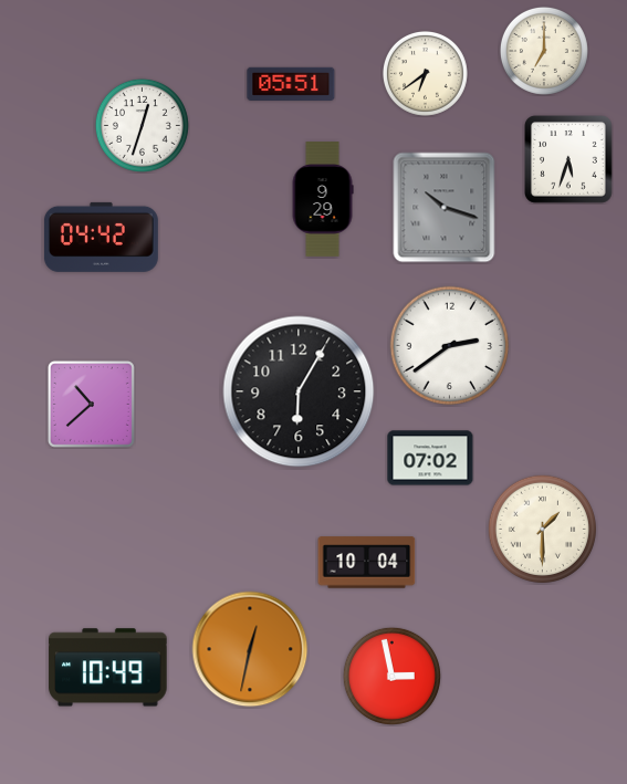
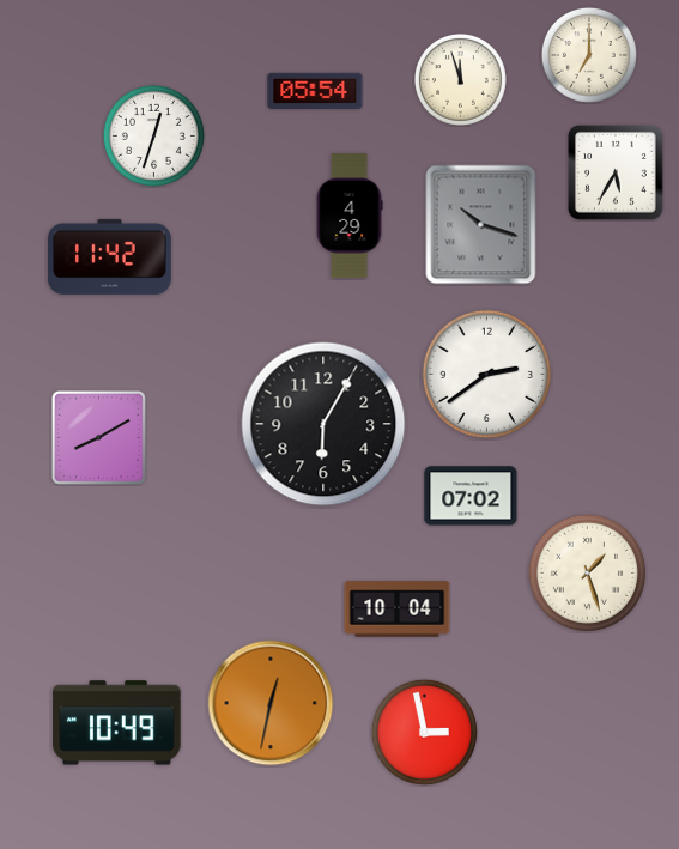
clock at (425, 73): 6:39 -> 11:57
clock at (291, 84): 05:51 -> 05:54
clock at (569, 160): 5:33 -> 5:35
clock at (323, 199): 9:29 -> 4:29
clock at (101, 237): 04:42 -> 11:42
clock at (91, 404): 10:38 -> 8:10
clock at (430, 458) position: (430, 458) -> (471, 496)
clock at (542, 529): 1:30 -> 1:27
